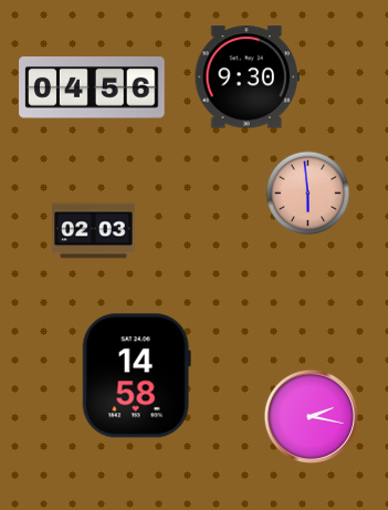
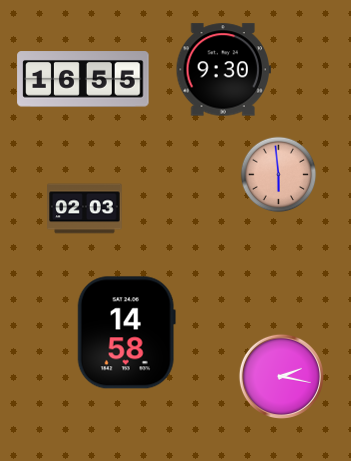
clock at (92, 87): 04:56 -> 16:55
clock at (136, 376) position: (136, 376) -> (126, 333)
